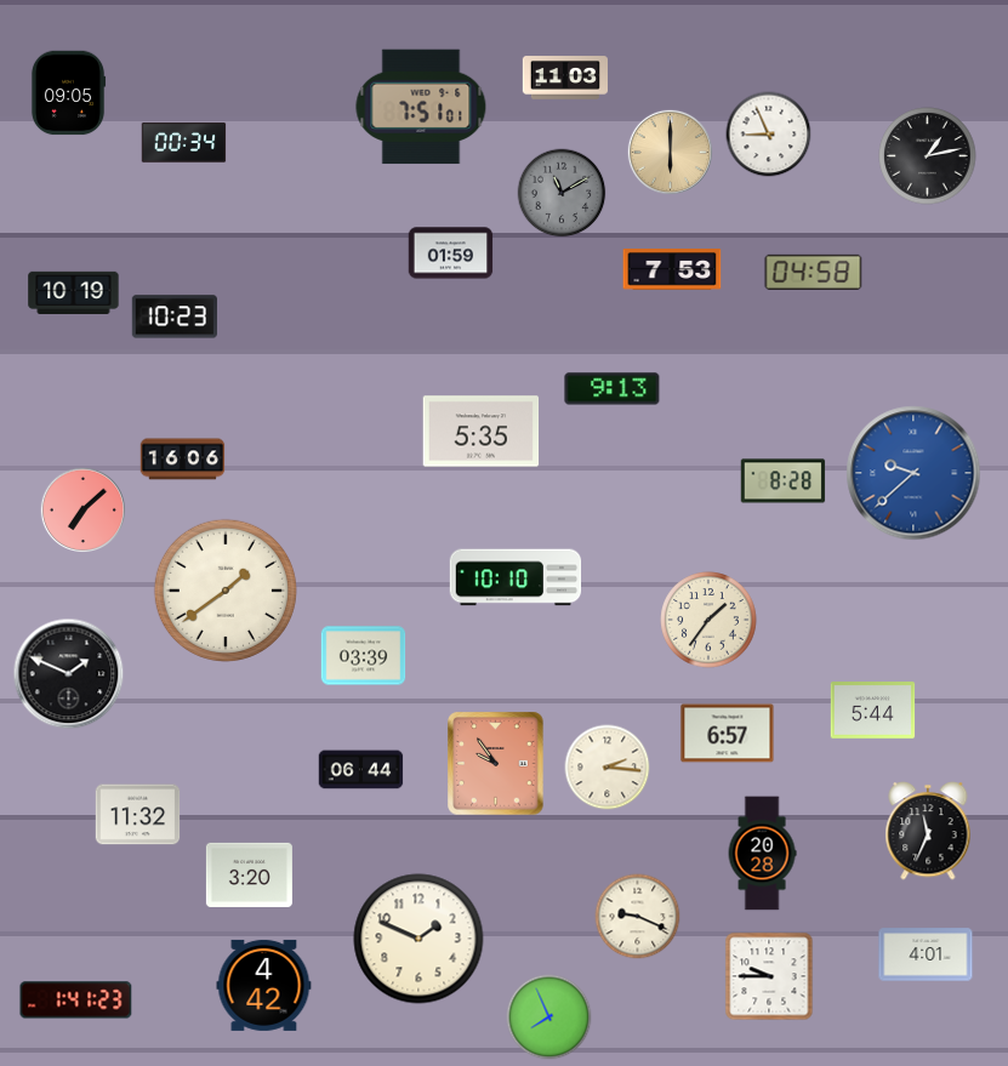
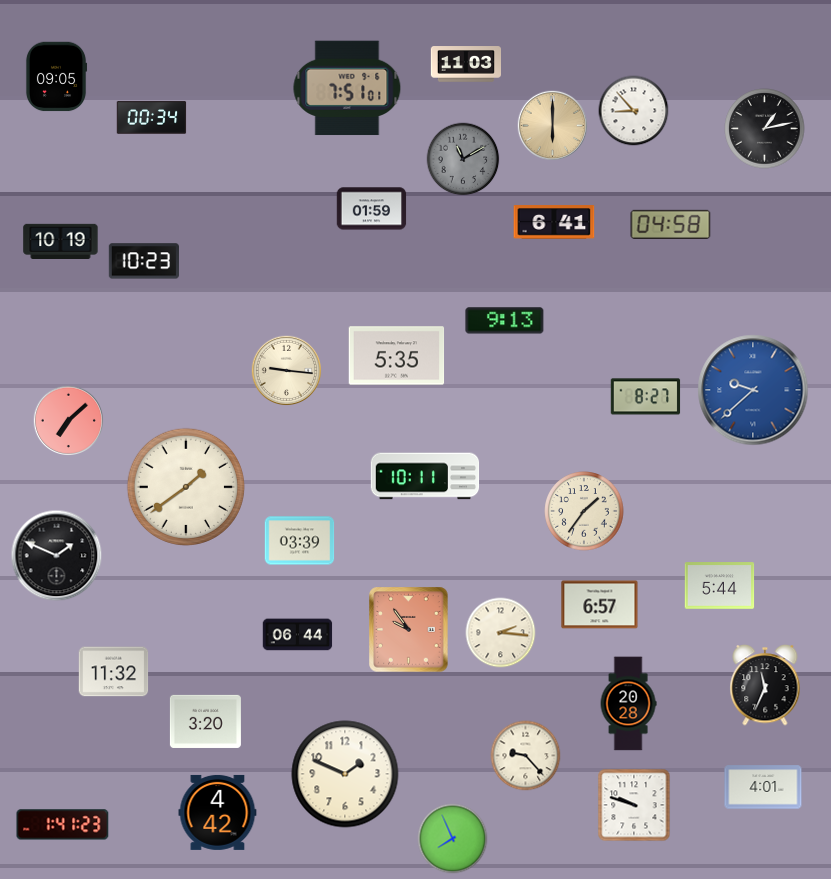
clock at (769, 135): 8:56 -> 8:53
clock at (672, 269): 7:53 -> 6:41
clock at (286, 370): none -> 9:16
clock at (183, 460): 16:06 -> none
clock at (784, 481): 8:28 -> 8:27
clock at (516, 577): 10:10 -> 10:11
clock at (638, 917): 9:19 -> 9:23
clock at (769, 976): 9:45 -> 9:48
